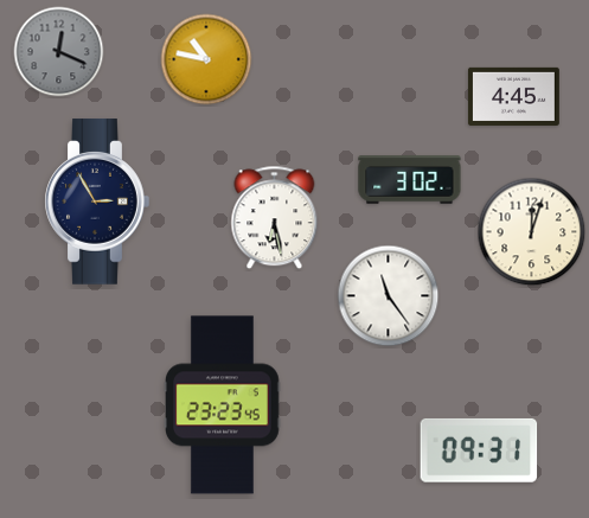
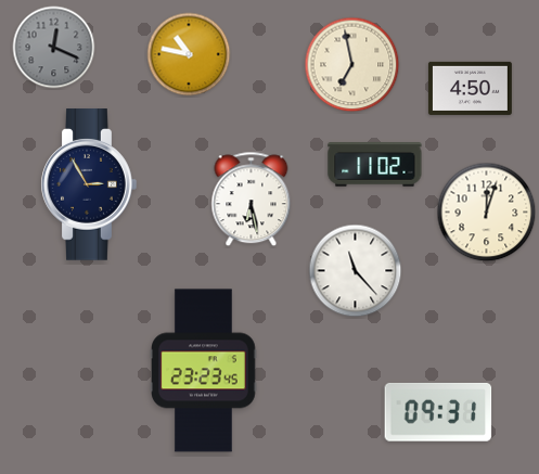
clock at (352, 65): none -> 6:58
clock at (513, 96): 4:45 -> 4:50
clock at (410, 180): 3:02 -> 11:02
clock at (389, 296): 11:24 -> 11:23
